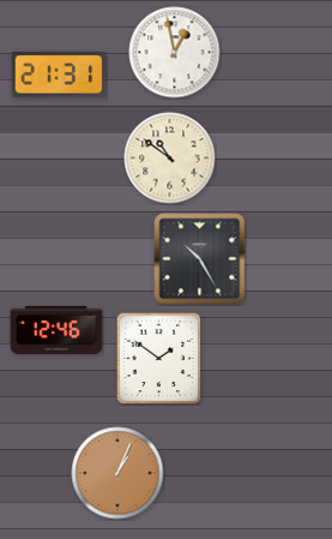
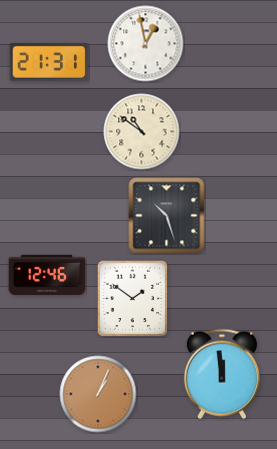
clock at (200, 259): 10:25 -> 10:27
clock at (222, 374): none -> 11:59
